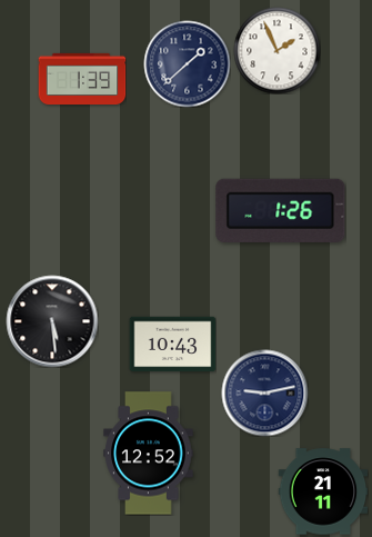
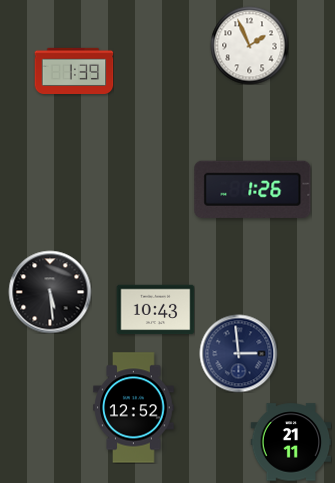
clock at (187, 63): 1:38 -> none
clock at (52, 321) position: (52, 321) -> (50, 292)
clock at (264, 392): 9:13 -> 2:59
